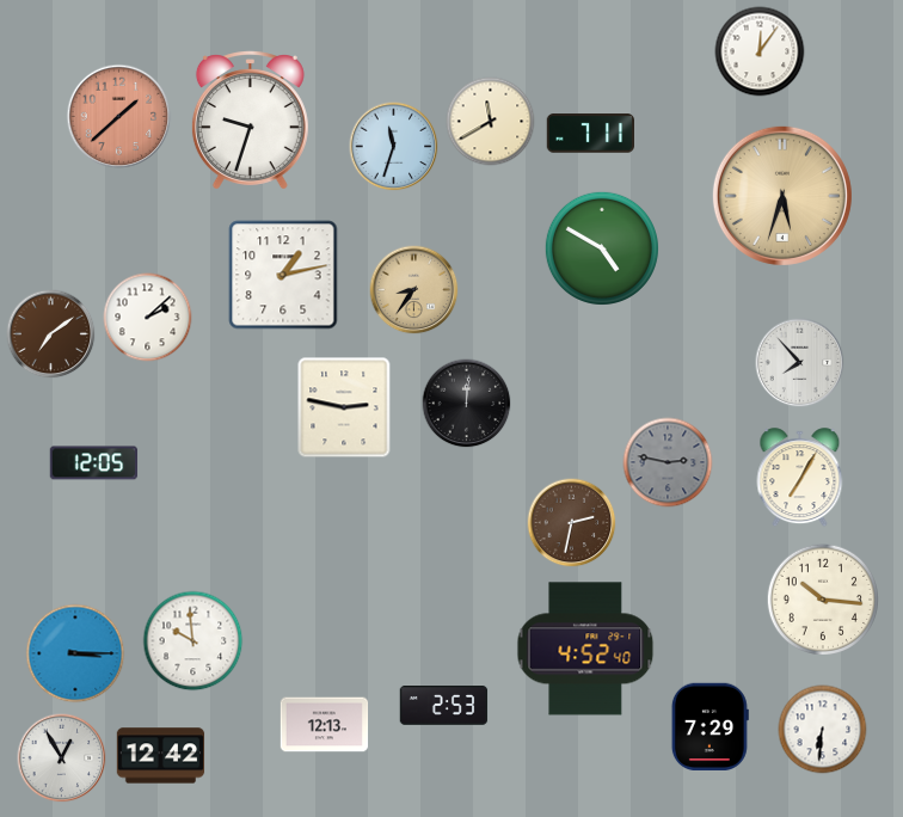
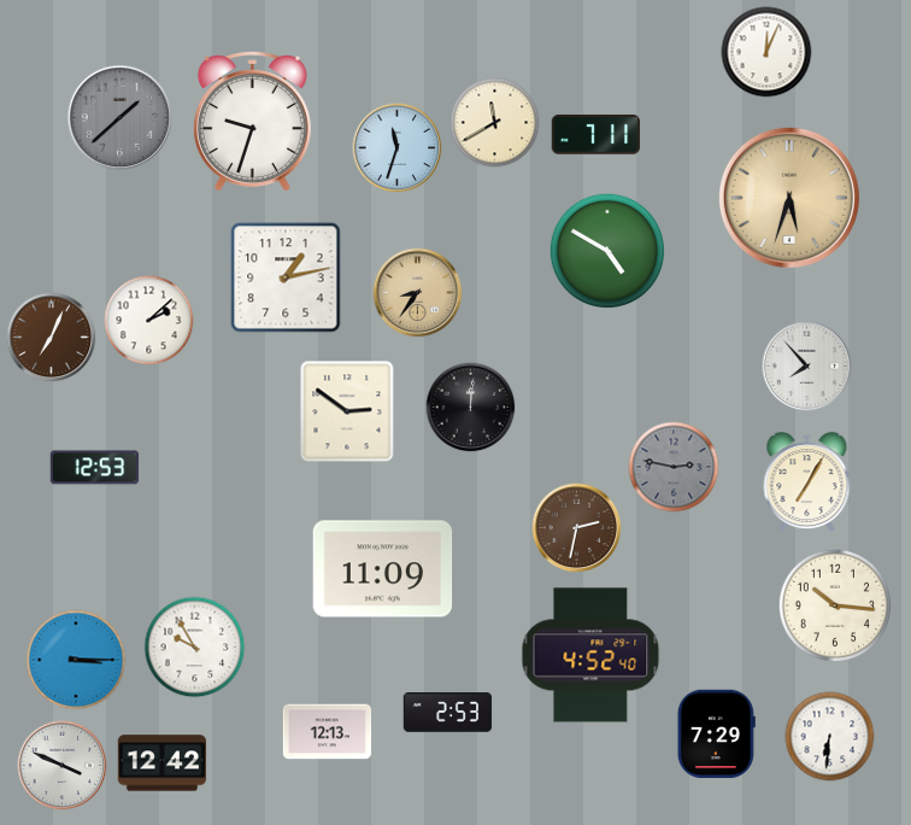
clock at (760, 51): 12:06 -> 12:04
clock at (119, 117) dial: salmon -> grey
clock at (51, 334): 7:09 -> 7:04
clock at (344, 407): 2:47 -> 2:51
clock at (94, 463): 12:05 -> 12:53
clock at (383, 569): none -> 11:09
clock at (822, 598) position: (822, 598) -> (834, 604)
clock at (193, 641): 9:59 -> 9:55
clock at (62, 758): 12:55 -> 3:49
